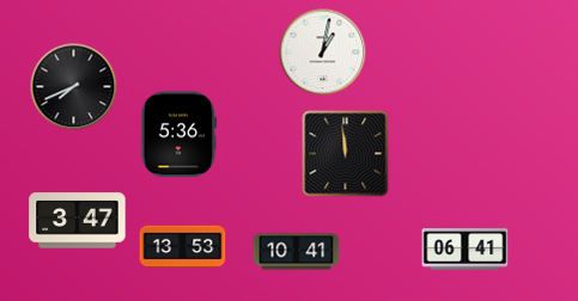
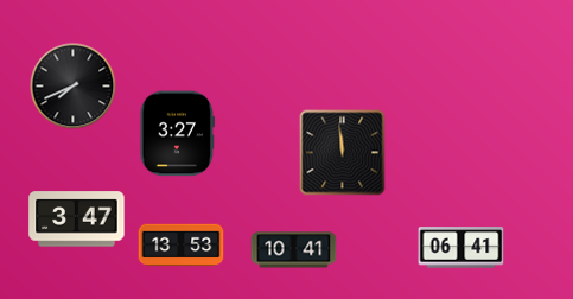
clock at (323, 53): 1:02 -> none
clock at (180, 135): 5:36 -> 3:27
